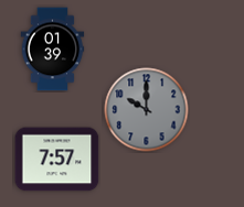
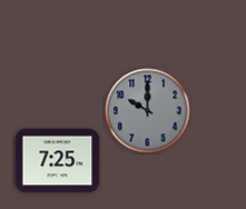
clock at (53, 50): 01:39 -> none
clock at (57, 160): 7:57 -> 7:25
